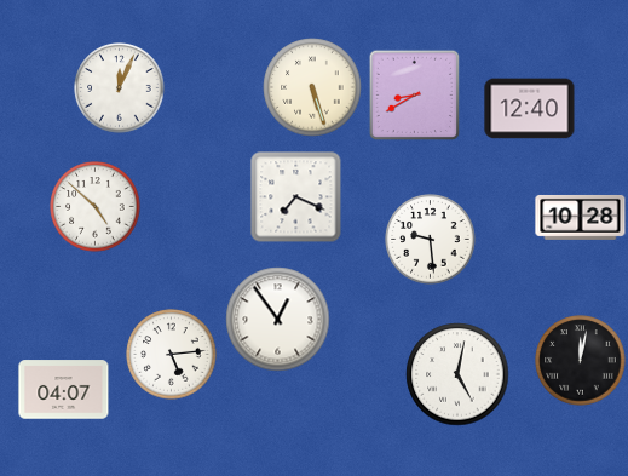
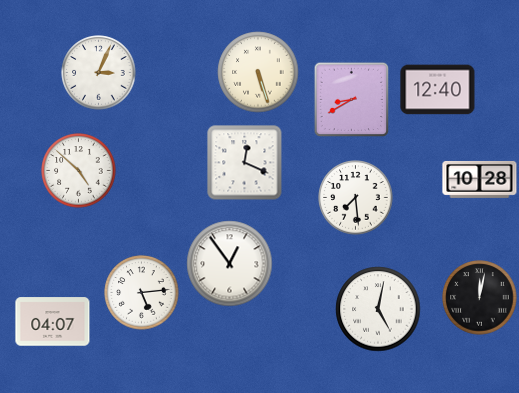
clock at (120, 88): 12:04 -> 3:04
clock at (415, 96) position: (415, 96) -> (352, 100)
clock at (296, 197): 7:19 -> 12:19
clock at (431, 240): 9:29 -> 7:29
